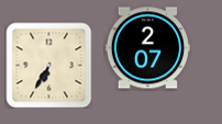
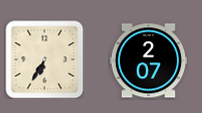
clock at (147, 48) position: (147, 48) -> (148, 61)
